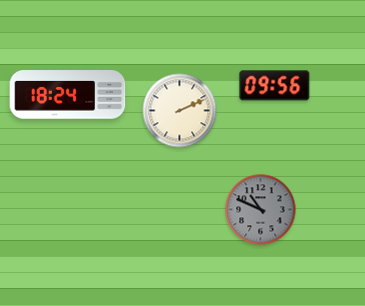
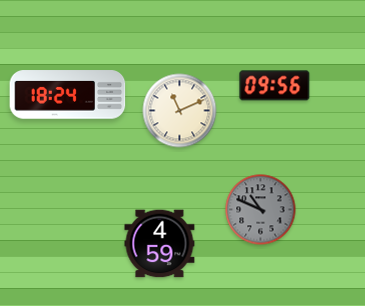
clock at (180, 111): 2:11 -> 11:11
clock at (160, 244): none -> 4:59
